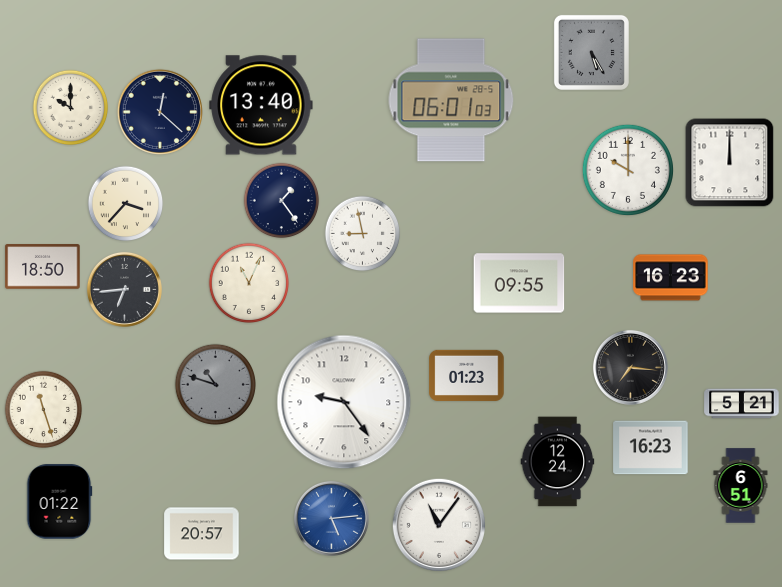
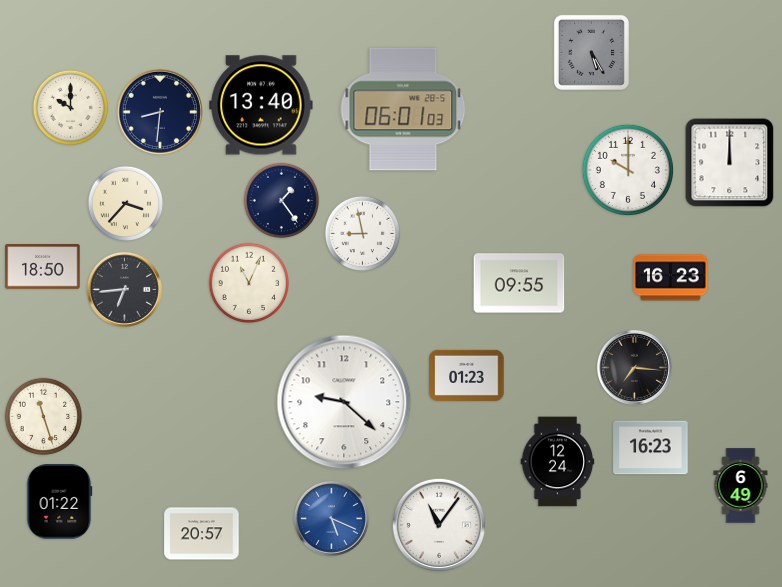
clock at (451, 100) position: (451, 100) -> (403, 109)
clock at (160, 112): 12:22 -> 8:31
clock at (630, 367) position: (630, 367) -> (634, 367)
clock at (216, 385): 10:48 -> none
clock at (344, 402): 9:24 -> 9:22
clock at (742, 404): 5:21 -> none
clock at (44, 410) position: (44, 410) -> (44, 417)
clock at (741, 486): 6:51 -> 6:49
clock at (331, 518): 5:14 -> 5:19
